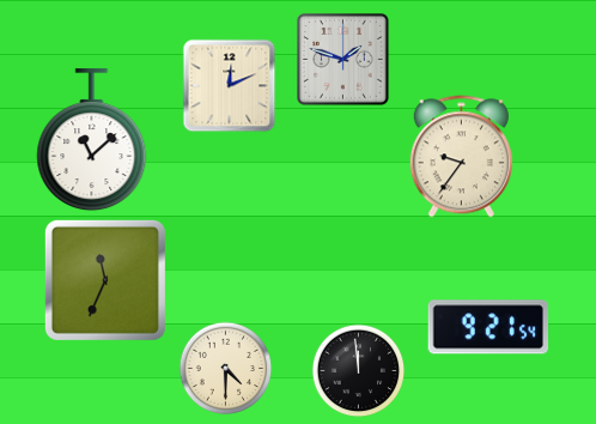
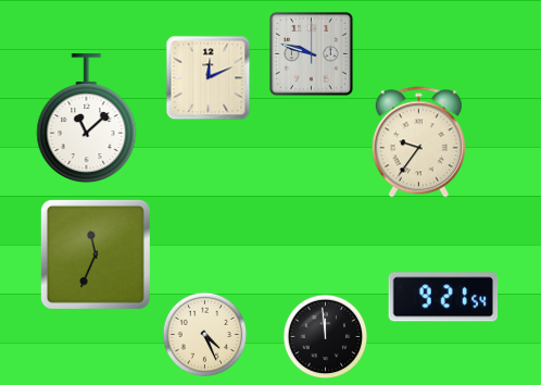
clock at (343, 60): 1:48 -> 9:48
clock at (92, 140) position: (92, 140) -> (87, 119)
clock at (225, 368): 4:30 -> 4:26
